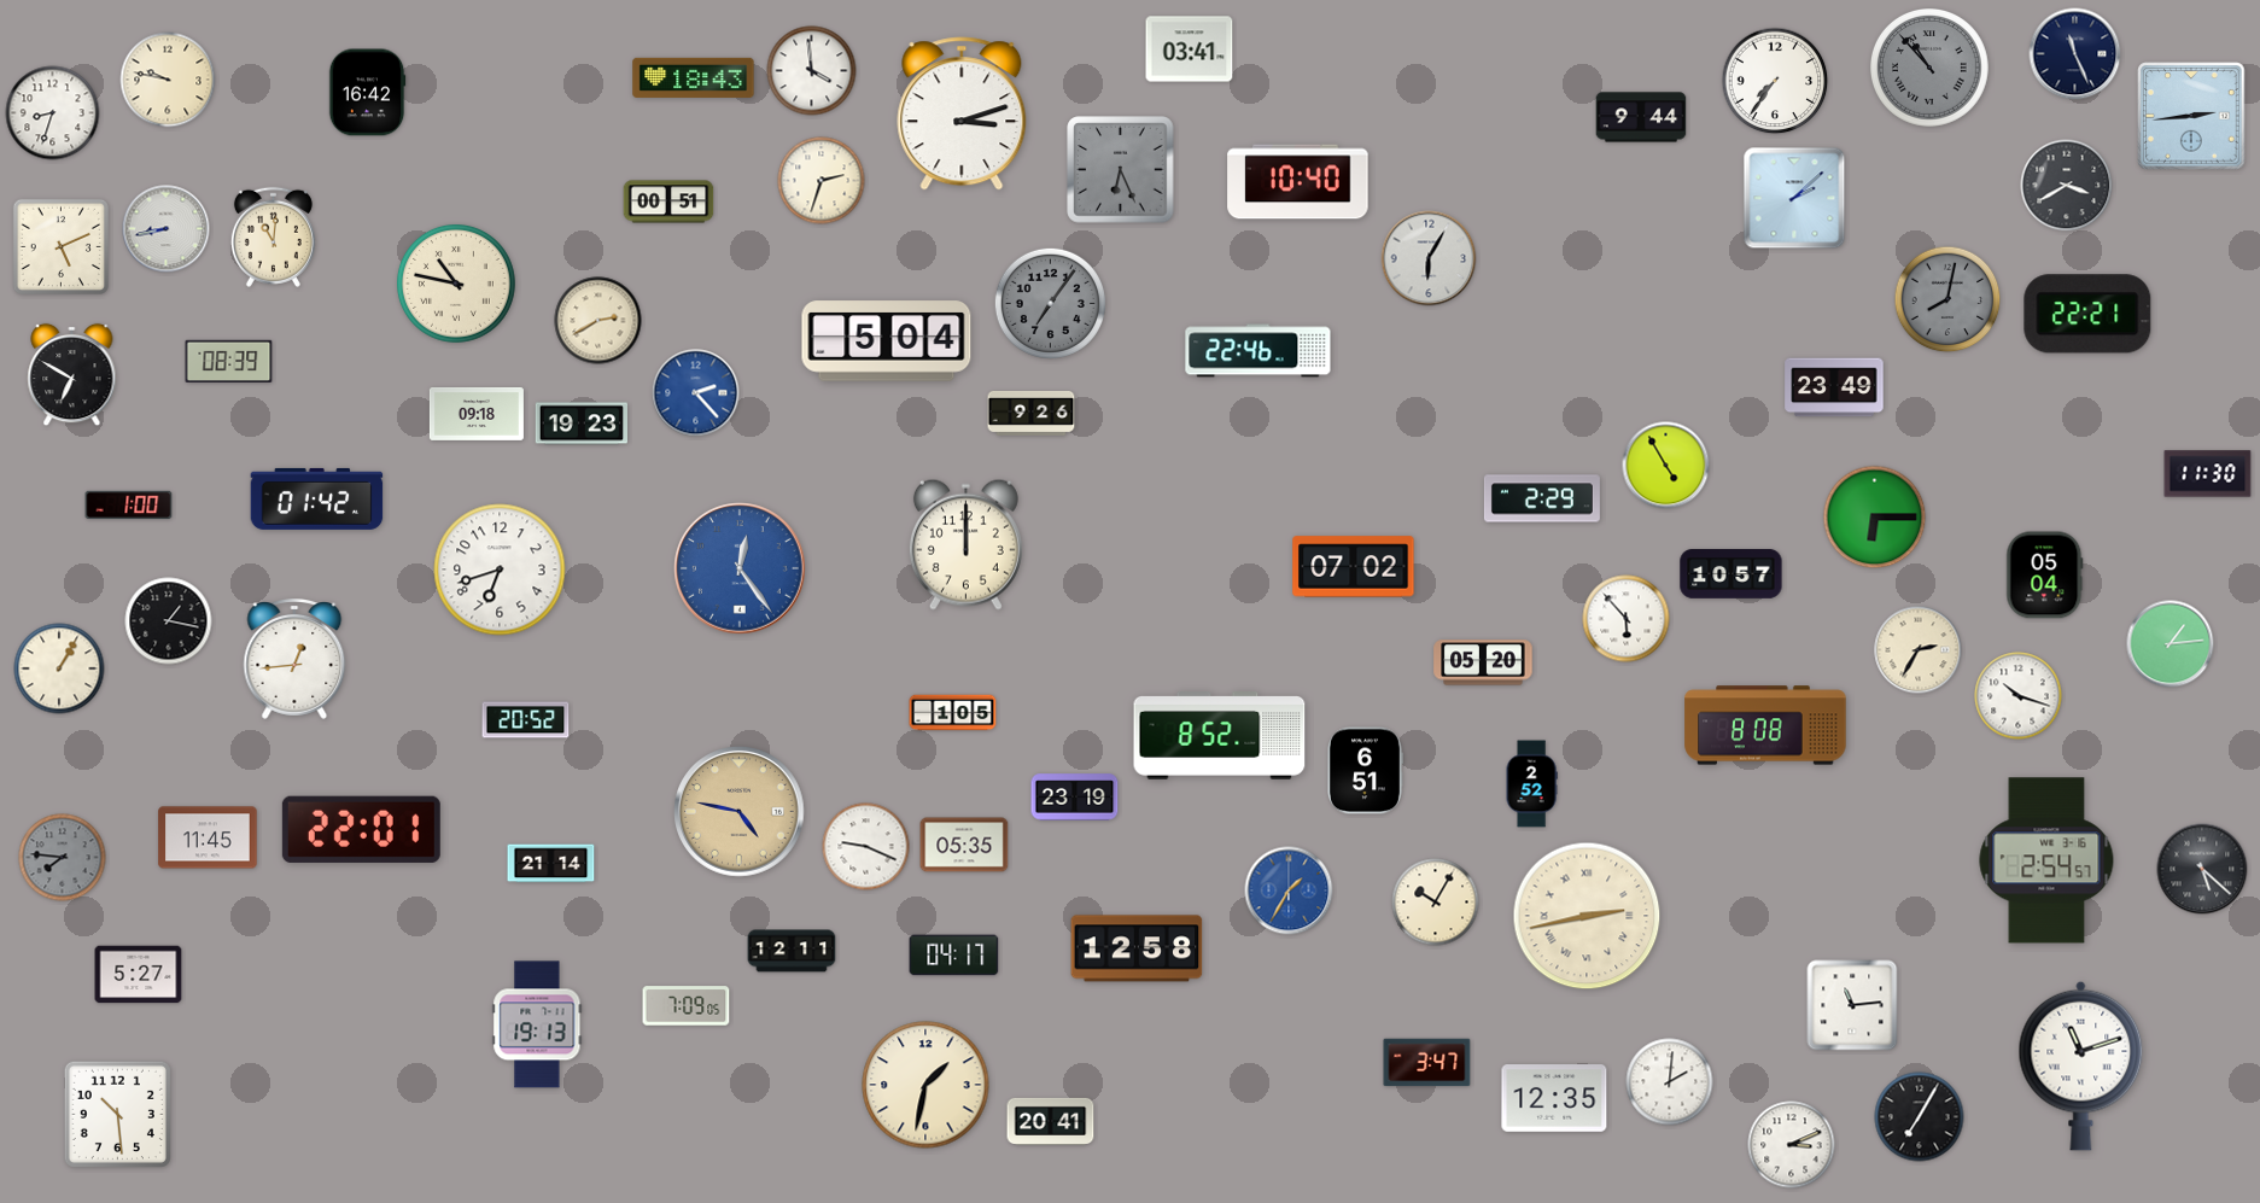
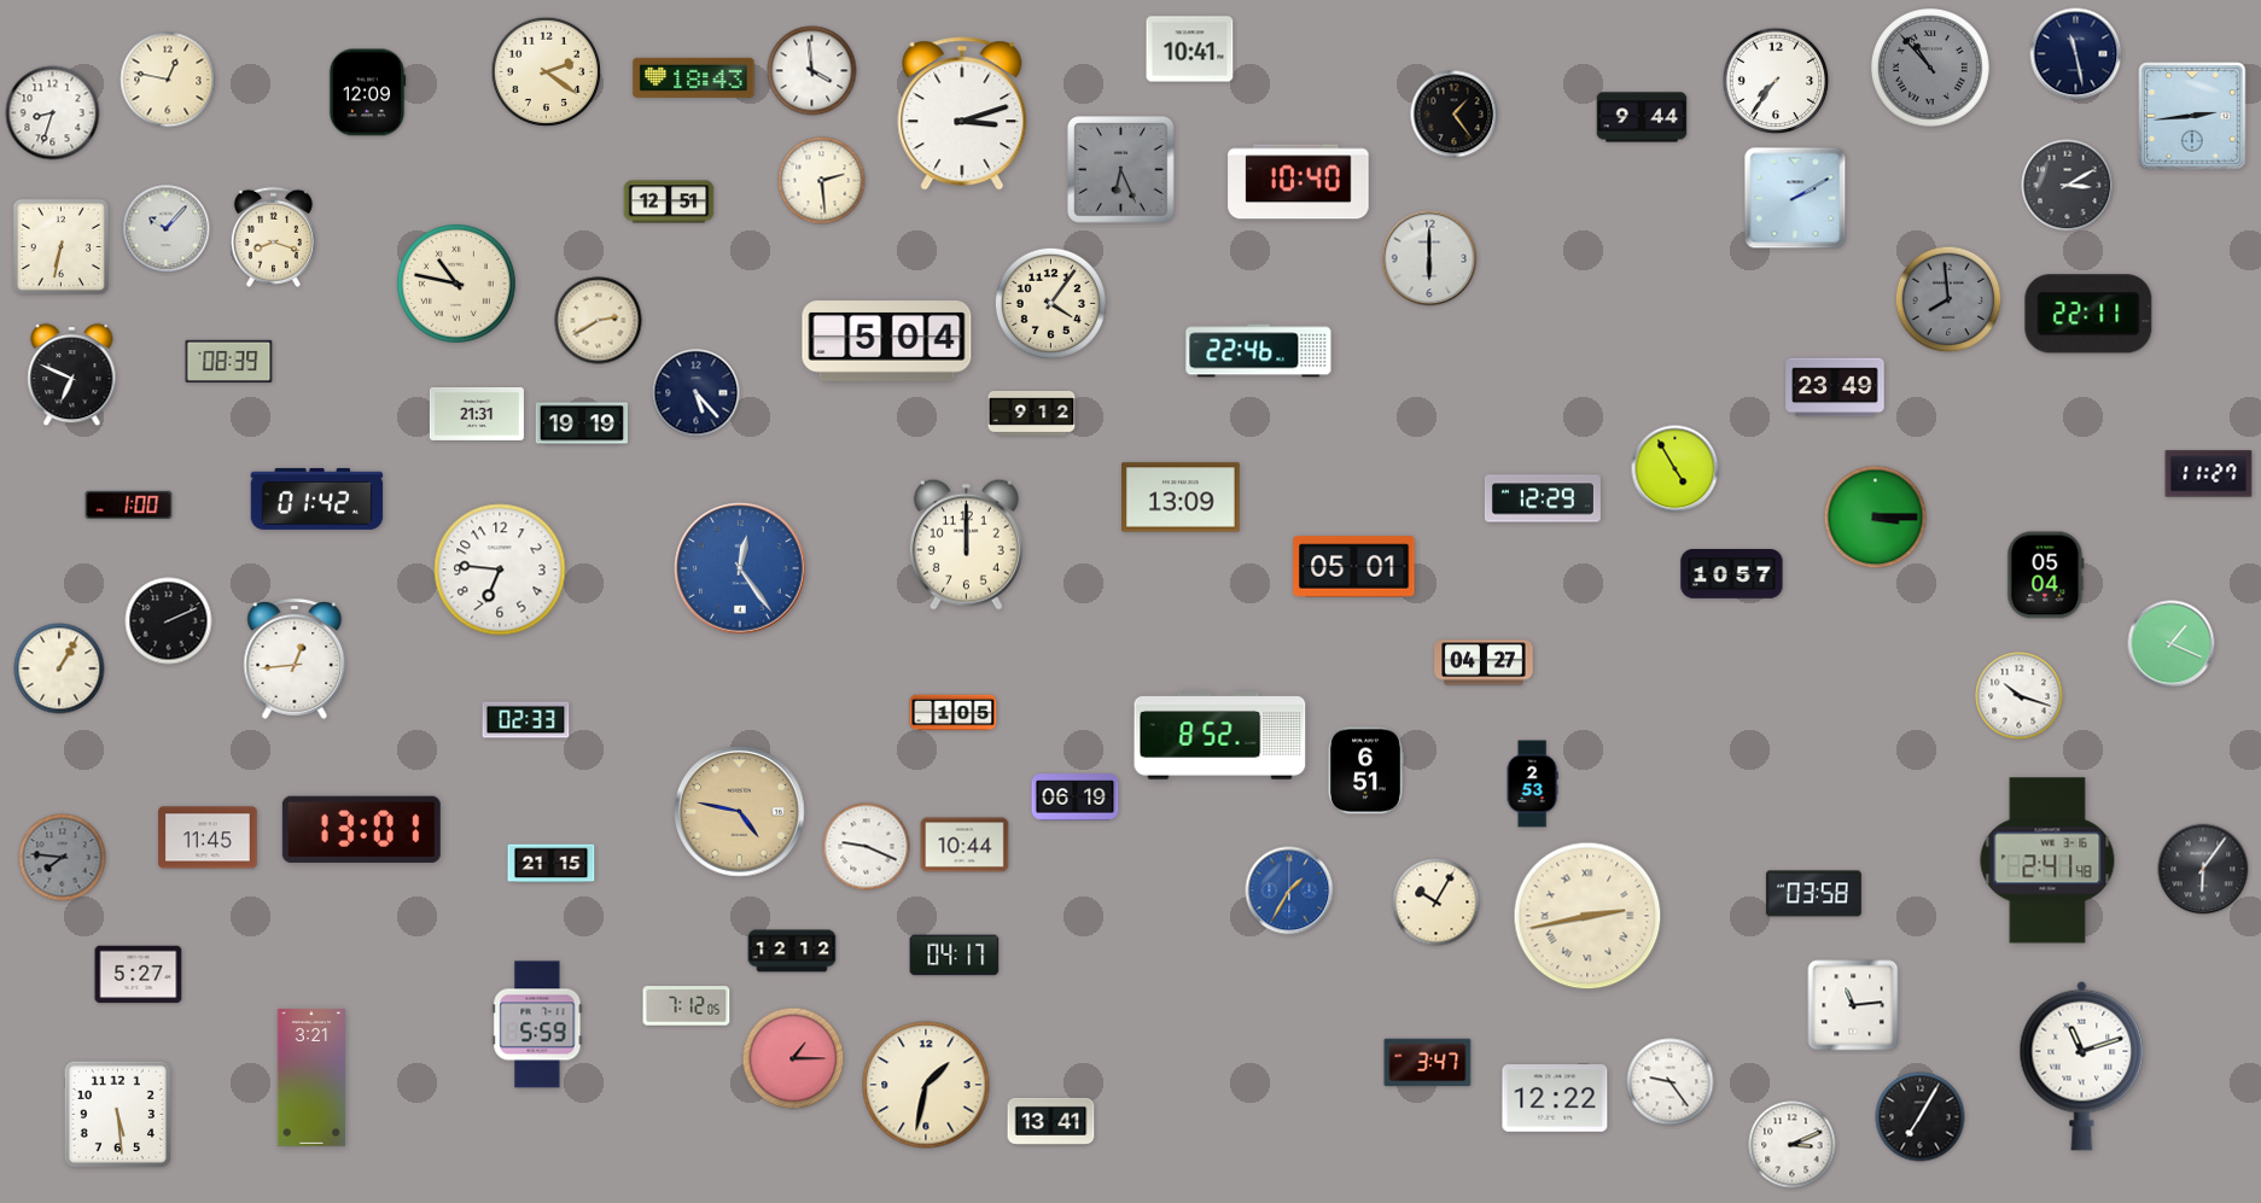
clock at (1190, 49): 03:41 -> 10:41
clock at (2075, 54): 11:26 -> 11:28
clock at (547, 72): none -> 2:21
clock at (168, 80): 9:47 -> 12:47
clock at (367, 93): 16:42 -> 12:09
clock at (1455, 115): none -> 1:24
clock at (822, 181): 2:33 -> 2:29
clock at (2067, 186): 3:40 -> 3:10
clock at (1794, 198): 2:08 -> 2:10
clock at (668, 202): 00:51 -> 12:51
clock at (167, 229): 8:43 -> 10:07
clock at (273, 236): 11:01 -> 8:18
clock at (60, 246): 5:11 -> 6:32
clock at (1429, 258): 6:05 -> 6:00
clock at (1947, 299): 8:02 -> 7:59
clock at (1050, 303): 7:06 -> 4:06
clock at (1050, 303) dial: grey -> cream
clock at (2087, 314): 22:21 -> 22:11
clock at (72, 375): 6:50 -> 6:49
clock at (696, 393): 2:23 -> 5:23
clock at (696, 393) dial: blue -> navy
clock at (1032, 413): 9:26 -> 9:12
clock at (477, 414): 09:18 -> 21:31
clock at (580, 424): 19:23 -> 19:19
clock at (1666, 466) position: (1666, 466) -> (1676, 469)
clock at (2208, 474): 11:30 -> 11:27
clock at (1182, 497): none -> 13:09
clock at (1542, 498): 2:29 -> 12:29
clock at (1875, 518): 6:15 -> 3:15
clock at (1354, 567): 07:02 -> 05:01
clock at (500, 570): 6:42 -> 6:46
clock at (1627, 619): 5:53 -> none
clock at (169, 621): 1:17 -> 2:11
clock at (2171, 644): 1:14 -> 1:19
clock at (1919, 650): 2:35 -> none
clock at (1483, 662): 05:20 -> 04:27
clock at (526, 720): 20:52 -> 02:33
clock at (1765, 725): 8:08 -> none
clock at (1531, 784): 2:52 -> 2:53
clock at (1075, 798): 23:19 -> 06:19
clock at (361, 829): 22:01 -> 13:01
clock at (964, 845): 05:35 -> 10:44
clock at (2046, 860): 2:54 -> 2:41
clock at (551, 864): 21:14 -> 21:15
clock at (2202, 869): 5:22 -> 6:06
clock at (1813, 894): none -> 03:58
clock at (1137, 948): 12:58 -> none
clock at (792, 951): 12:11 -> 12:12
clock at (687, 1006): 7:09 -> 7:12
clock at (537, 1024): 19:13 -> 5:59
clock at (793, 1058): none -> 1:15
clock at (310, 1078): none -> 3:21
clock at (1670, 1082): 2:01 -> 9:24
clock at (1554, 1098): 12:35 -> 12:22
clock at (117, 1114): 10:29 -> 5:29
clock at (1051, 1121): 20:41 -> 13:41
